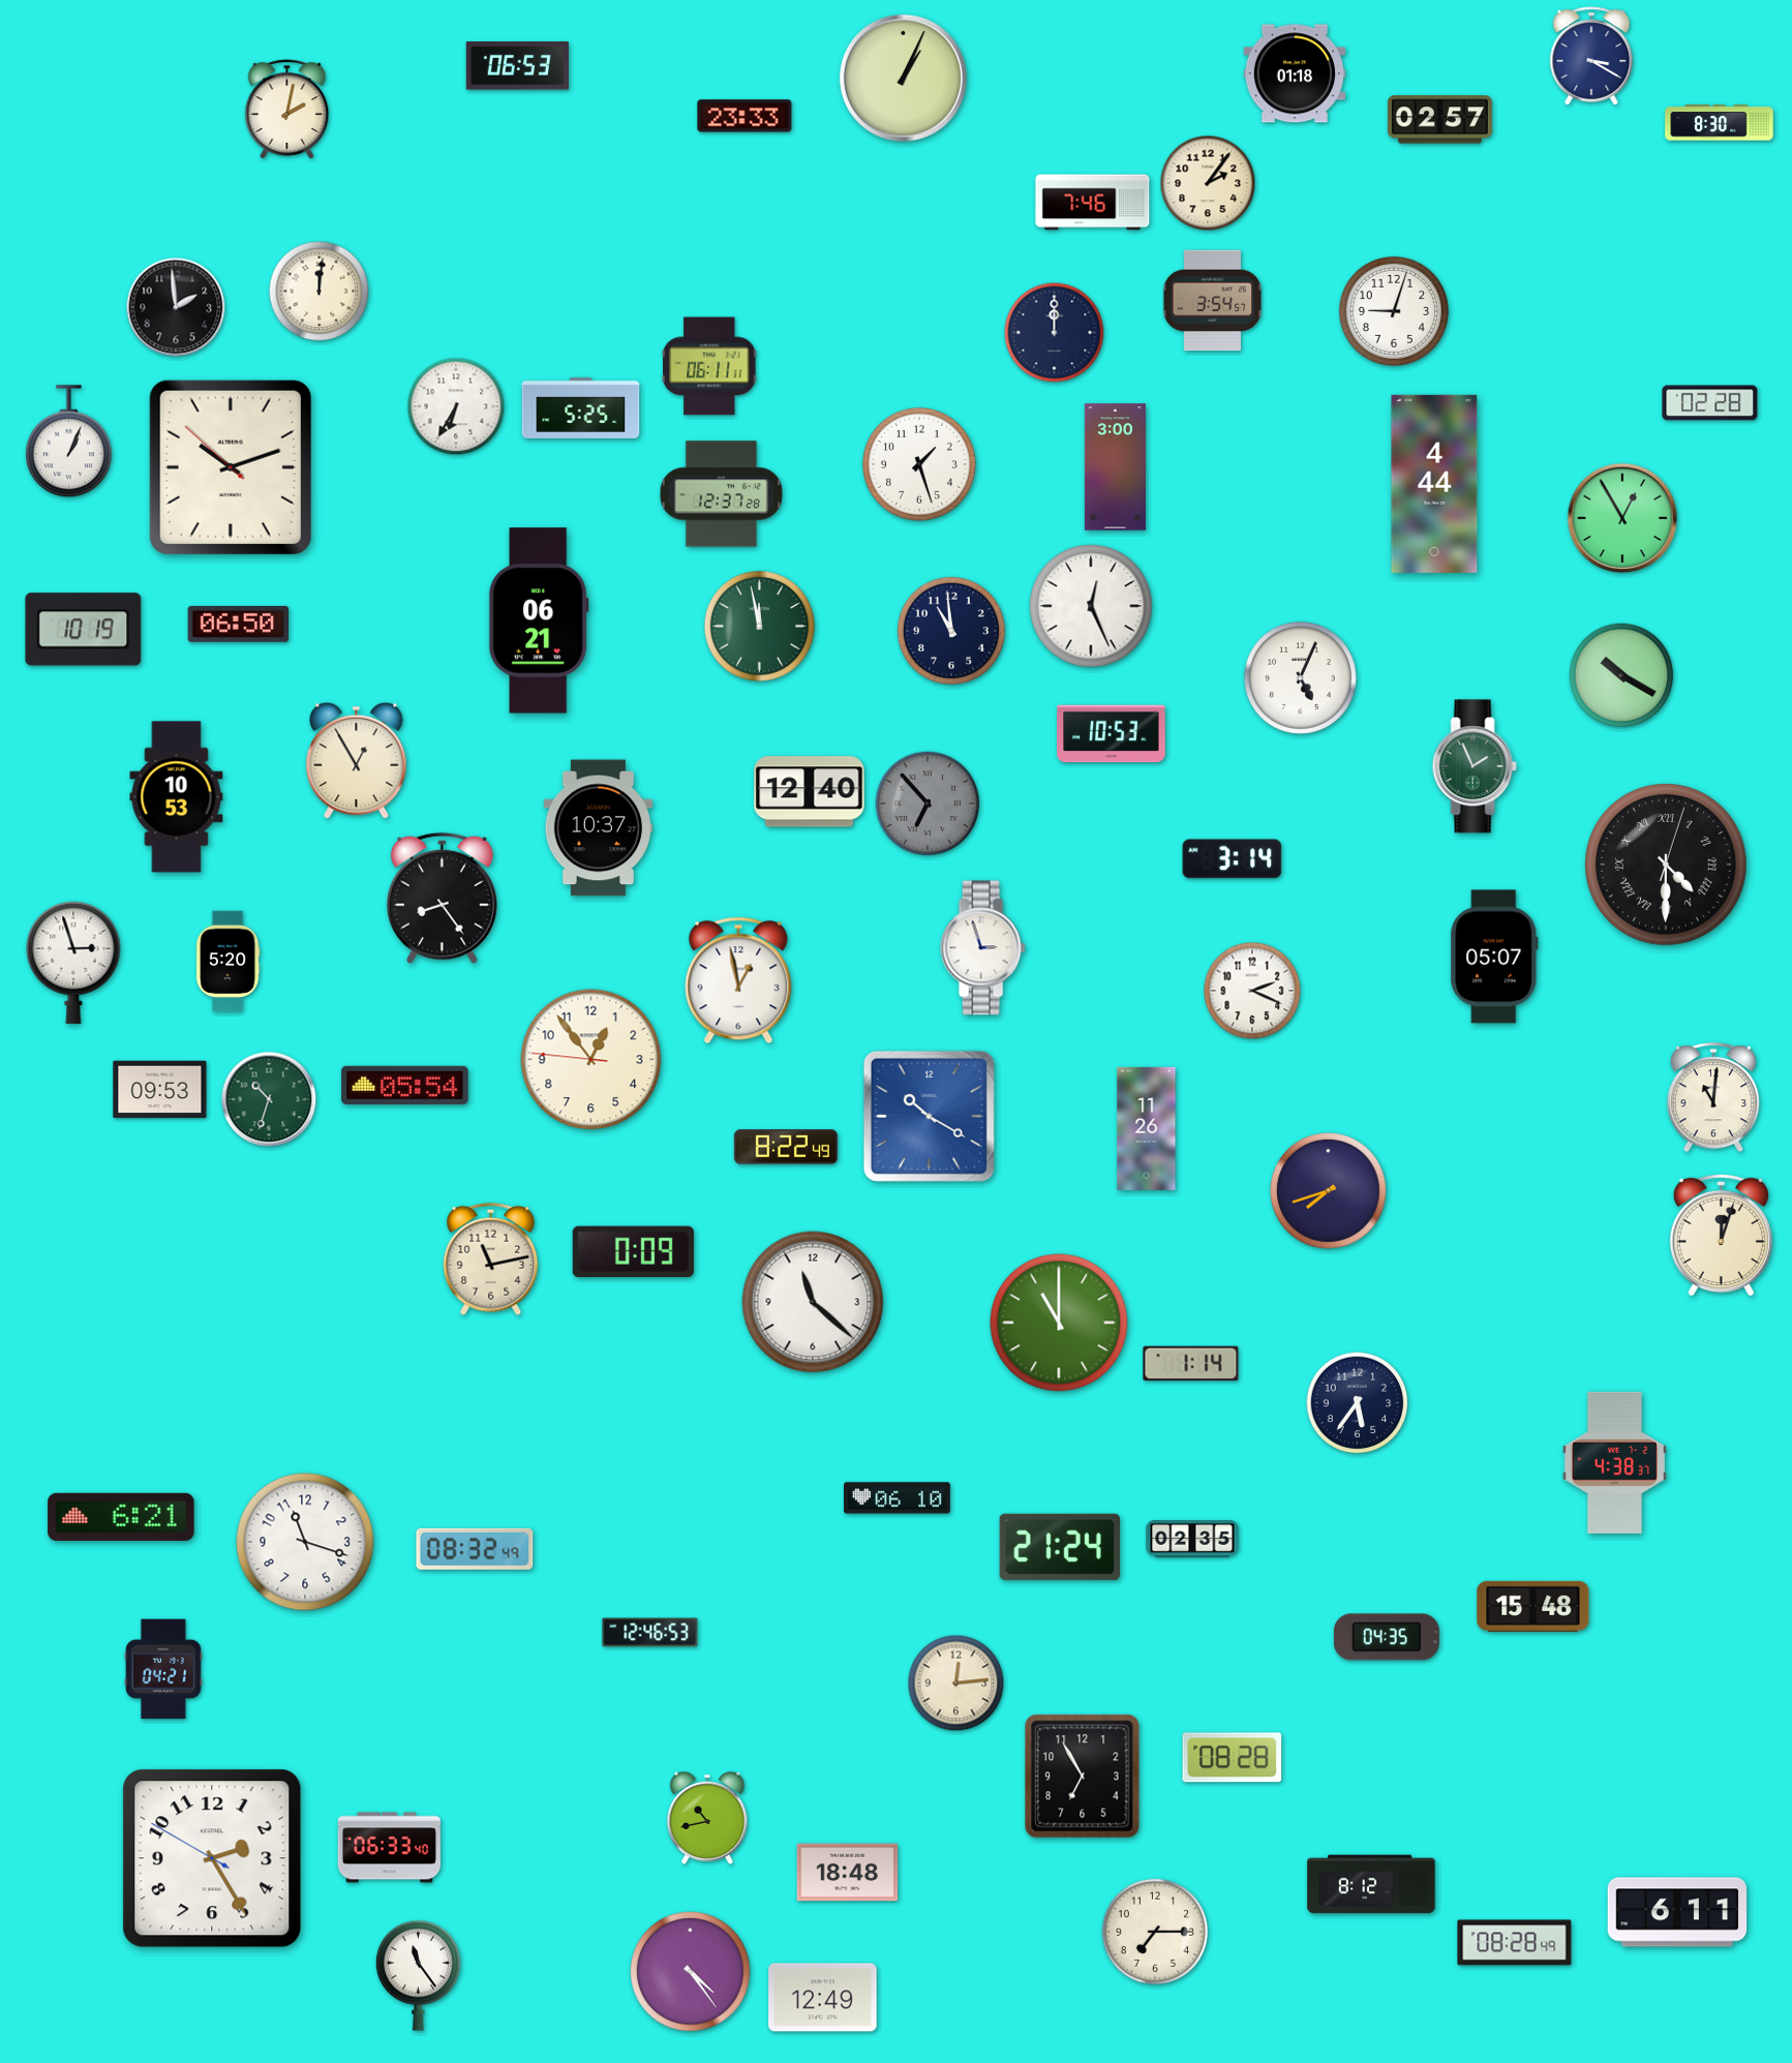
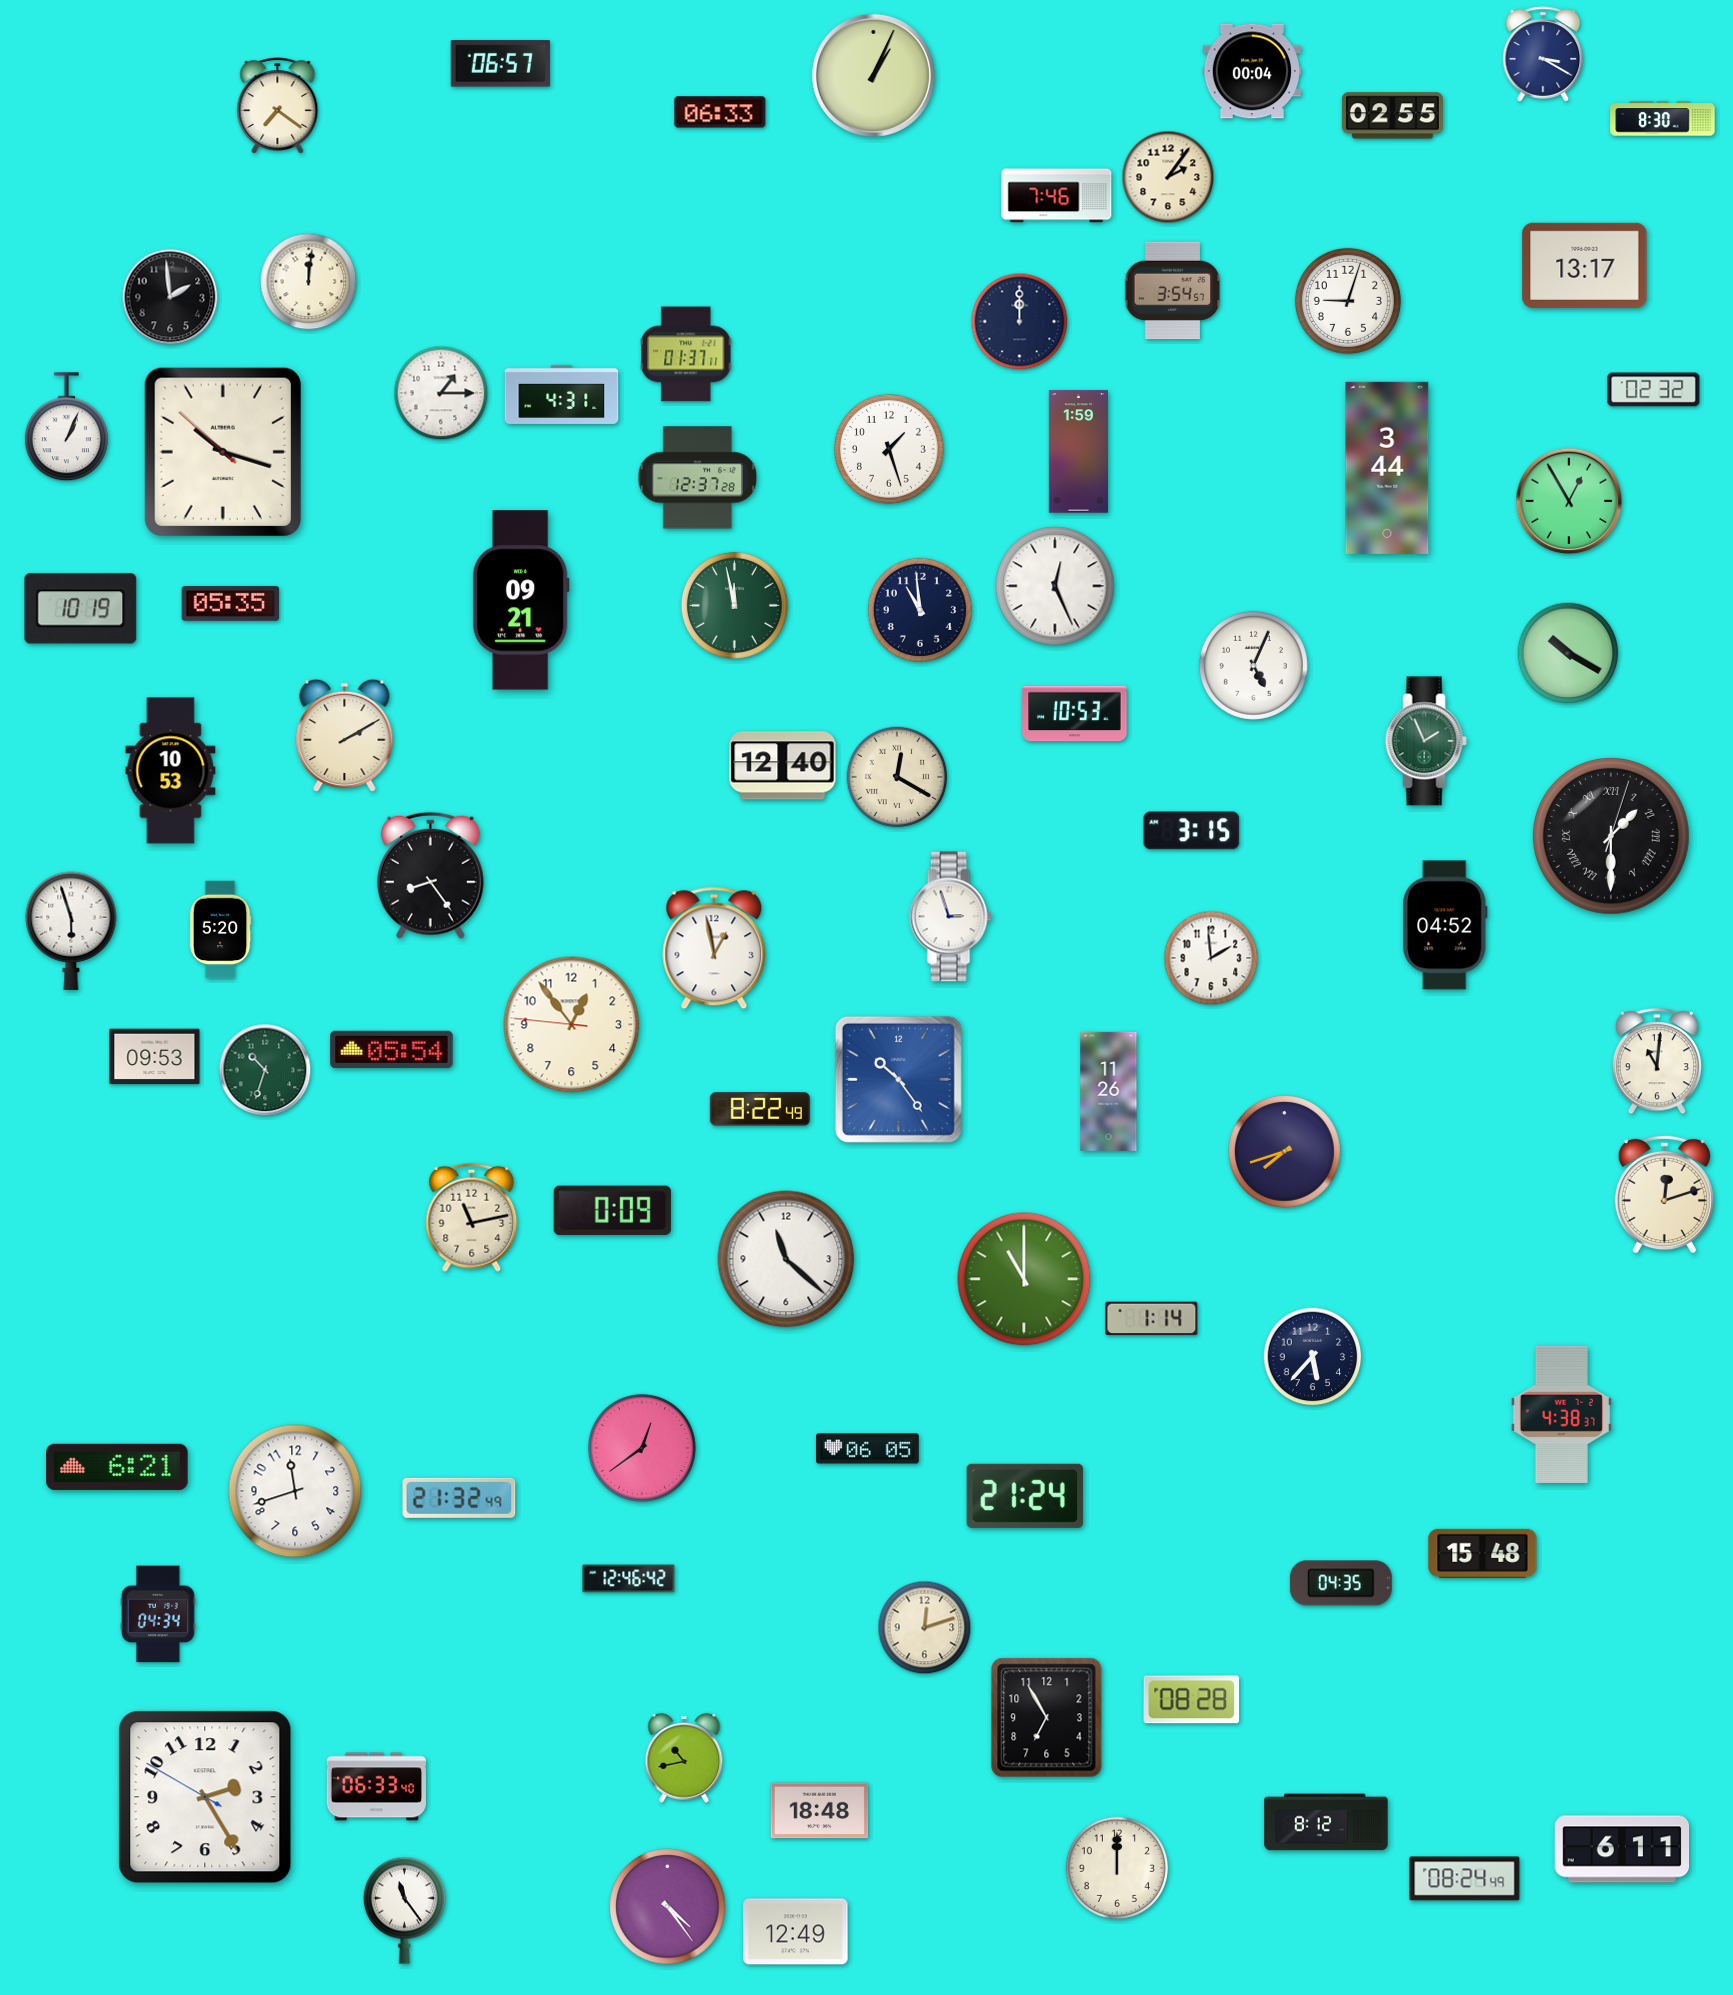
clock at (1591, 56) position: (1591, 56) -> (1543, 54)
clock at (517, 66): 06:53 -> 06:57
clock at (1295, 73): 01:18 -> 00:04
clock at (287, 110): 2:02 -> 7:21
clock at (745, 116): 23:33 -> 06:33
clock at (1439, 120): 02:57 -> 02:55
clock at (1585, 265): none -> 13:17
clock at (709, 366): 06:11 -> 01:37
clock at (1710, 403): 02:28 -> 02:32
clock at (456, 406): 6:35 -> 1:15
clock at (581, 407): 5:25 -> 4:31
clock at (231, 466): 10:11 -> 10:17
clock at (1115, 467): 3:00 -> 1:59
clock at (1434, 484): 4:44 -> 3:44
clock at (539, 620): 06:21 -> 09:21
clock at (239, 624): 06:50 -> 05:35
clock at (1300, 677) position: (1300, 677) -> (1253, 665)
clock at (1112, 734) position: (1112, 734) -> (1075, 714)
clock at (357, 761): 12:55 -> 2:10
clock at (928, 803): 6:53 -> 12:20
clock at (928, 803) dial: grey -> cream
clock at (598, 828): 10:37 -> none
clock at (1233, 859): 3:14 -> 3:15
clock at (1667, 866): 4:30 -> 1:30
clock at (442, 898) position: (442, 898) -> (430, 875)
clock at (1494, 957): 05:07 -> 04:52
clock at (73, 963): 2:57 -> 5:57
clock at (1252, 991): 2:19 -> 1:59
clock at (160, 1090) position: (160, 1090) -> (155, 1057)
clock at (269, 1099) position: (269, 1099) -> (265, 1070)
clock at (929, 1116): 10:20 -> 10:24
clock at (1721, 1235): 12:03 -> 12:12
clock at (491, 1258) position: (491, 1258) -> (472, 1217)
clock at (1358, 1403): 5:36 -> 5:37
clock at (642, 1448): none -> 12:39
clock at (898, 1498): 06:10 -> 06:05
clock at (1192, 1539): 02:35 -> none
clock at (305, 1542): 11:18 -> 11:42
clock at (475, 1549): 08:32 -> 21:32
clock at (650, 1633): 12:46:53 -> 12:46:42
clock at (163, 1669): 04:21 -> 04:34
clock at (956, 1683): 12:14 -> 12:12
clock at (1154, 1931): 7:15 -> 12:00
clock at (1515, 1943): 08:28 -> 08:24
